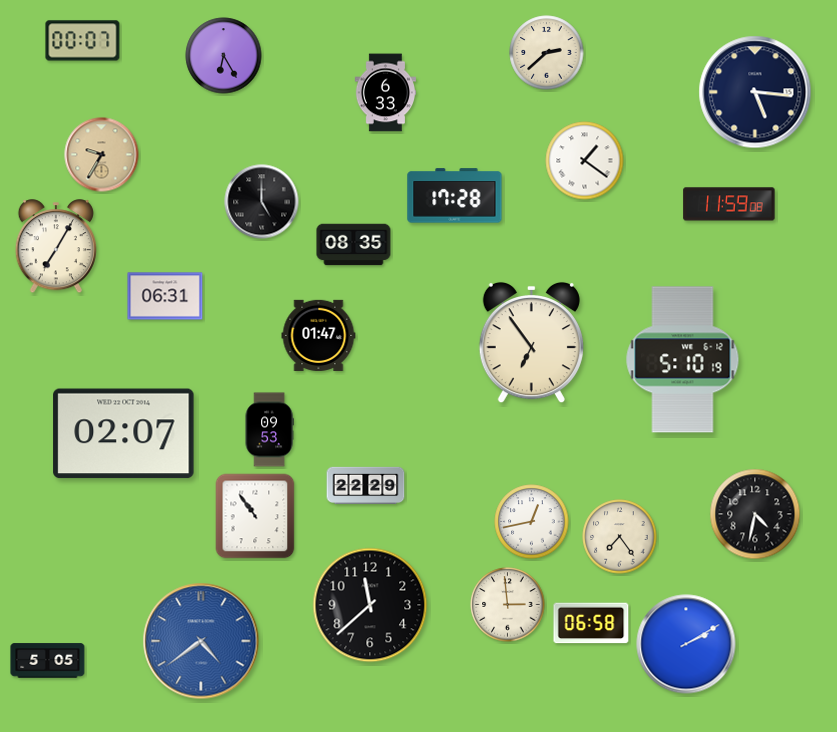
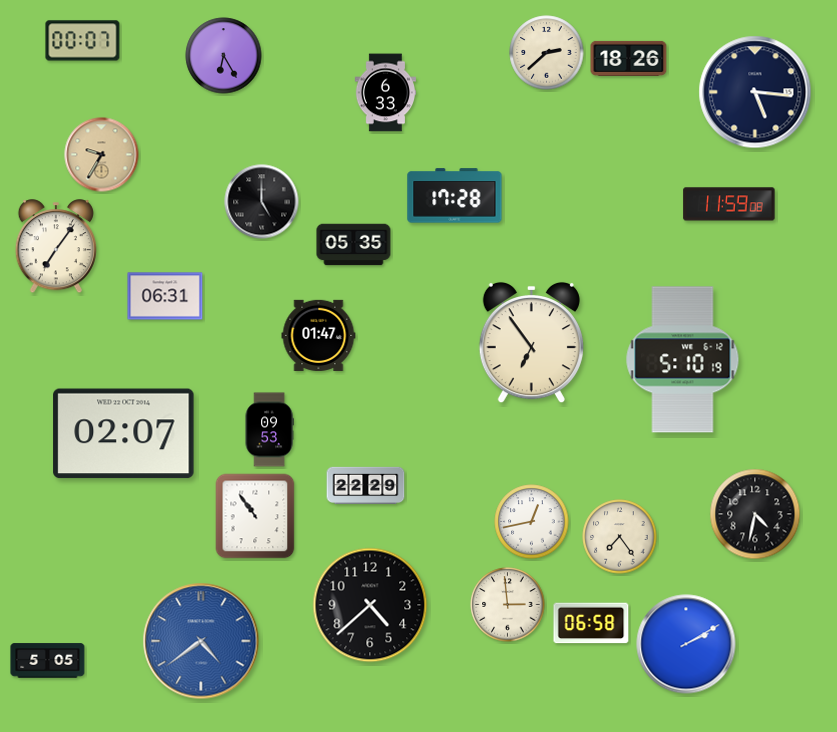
clock at (629, 58): none -> 18:26
clock at (585, 161): 1:21 -> none
clock at (354, 245): 08:35 -> 05:35
clock at (56, 247): 7:05 -> 7:06
clock at (370, 605): 11:38 -> 4:38
